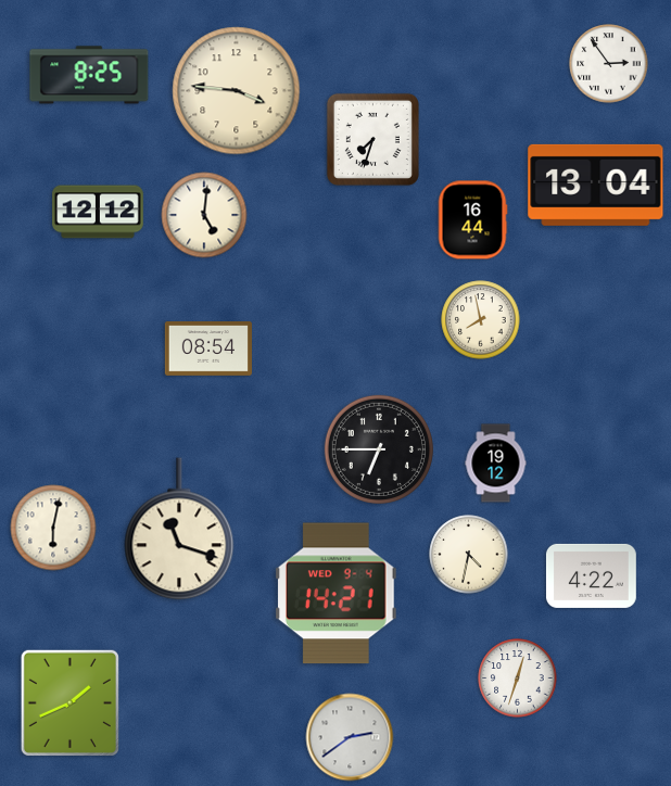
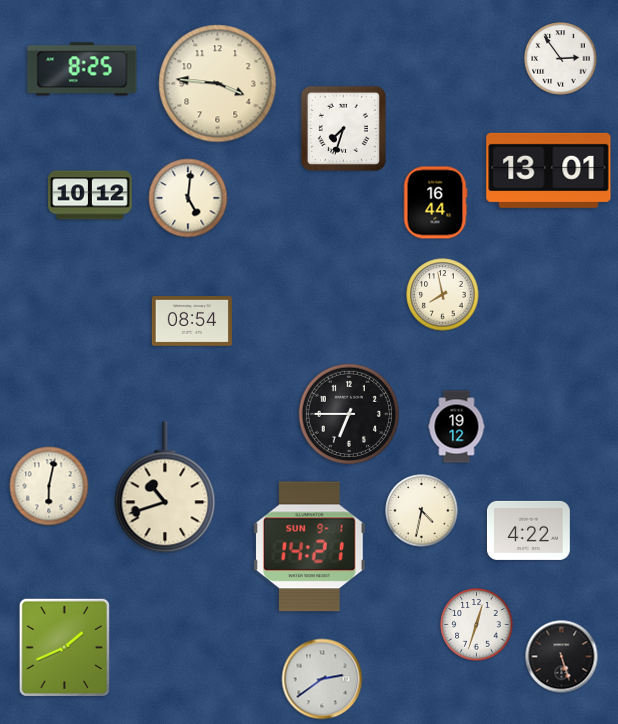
clock at (596, 185): 13:04 -> 13:01
clock at (98, 212): 12:12 -> 10:12
clock at (179, 529): 11:18 -> 10:42
clock at (469, 555) position: (469, 555) -> (422, 511)
clock at (592, 575) position: (592, 575) -> (529, 530)
clock at (335, 594) date: WED 9-4 -> SUN 9-1
clock at (562, 657): none -> 5:27
